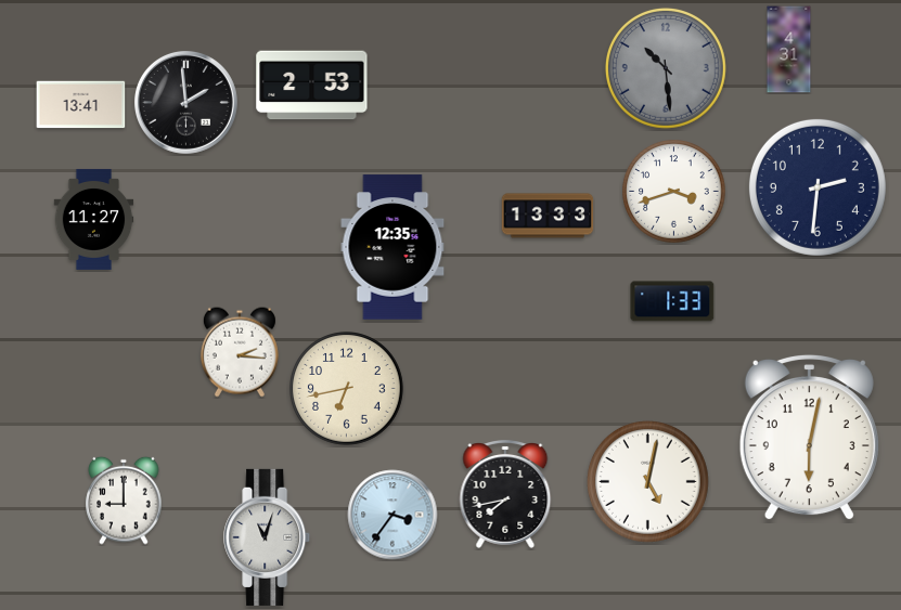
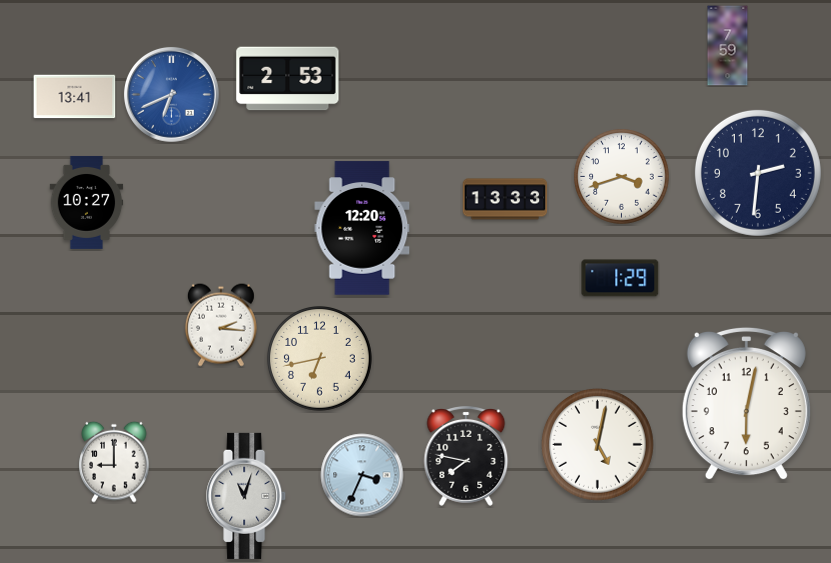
clock at (789, 50): 4:31 -> 7:59
clock at (666, 68): 10:29 -> none
clock at (186, 103): 1:59 -> 6:41
clock at (186, 103) dial: black -> blue
clock at (818, 187) position: (818, 187) -> (758, 173)
clock at (94, 219): 11:27 -> 10:27
clock at (392, 247): 12:35 -> 12:20
clock at (672, 301): 1:33 -> 1:29
clock at (505, 495): 7:43 -> 7:47
clock at (392, 515): 3:36 -> 3:34
